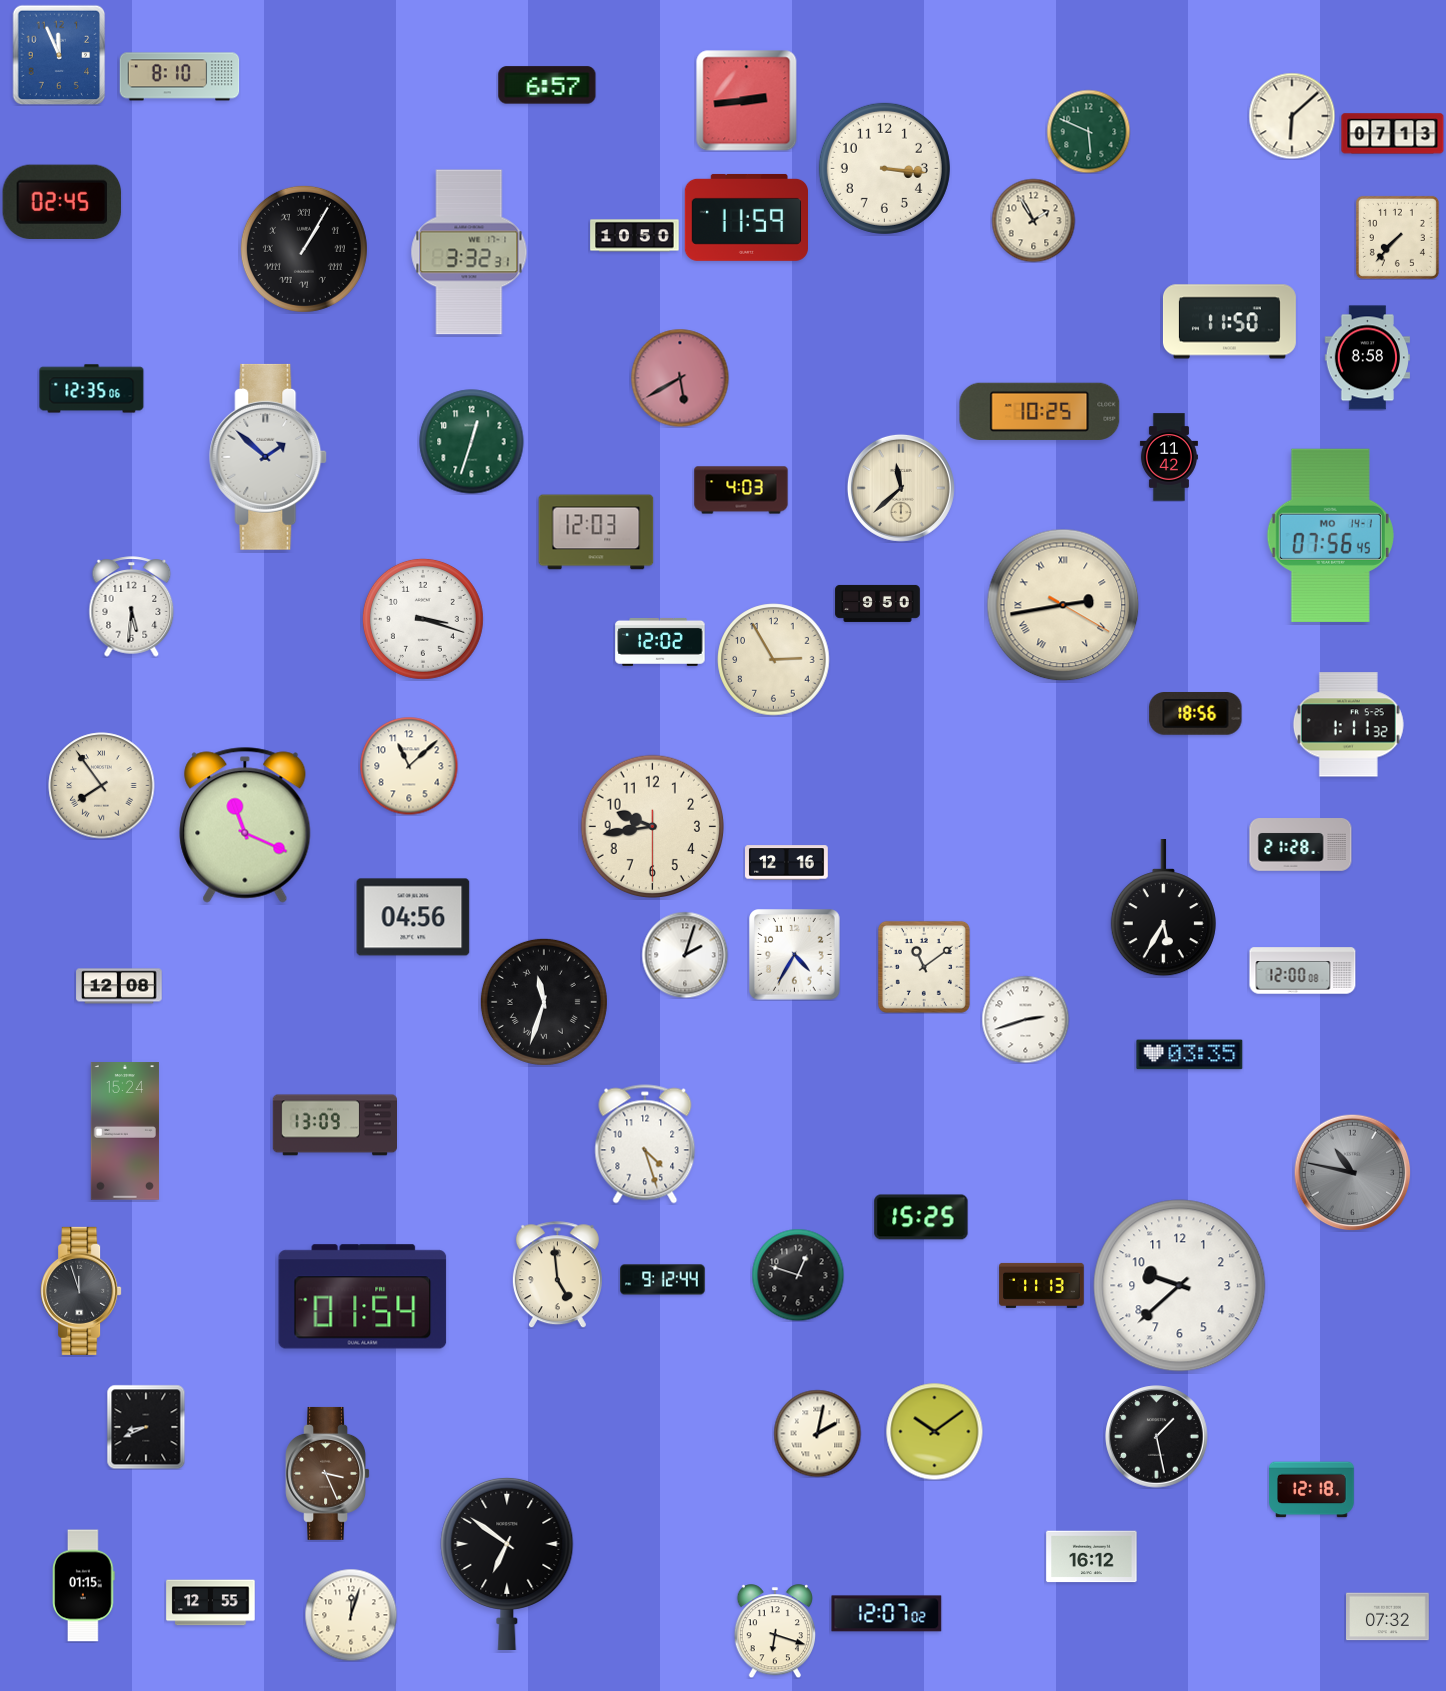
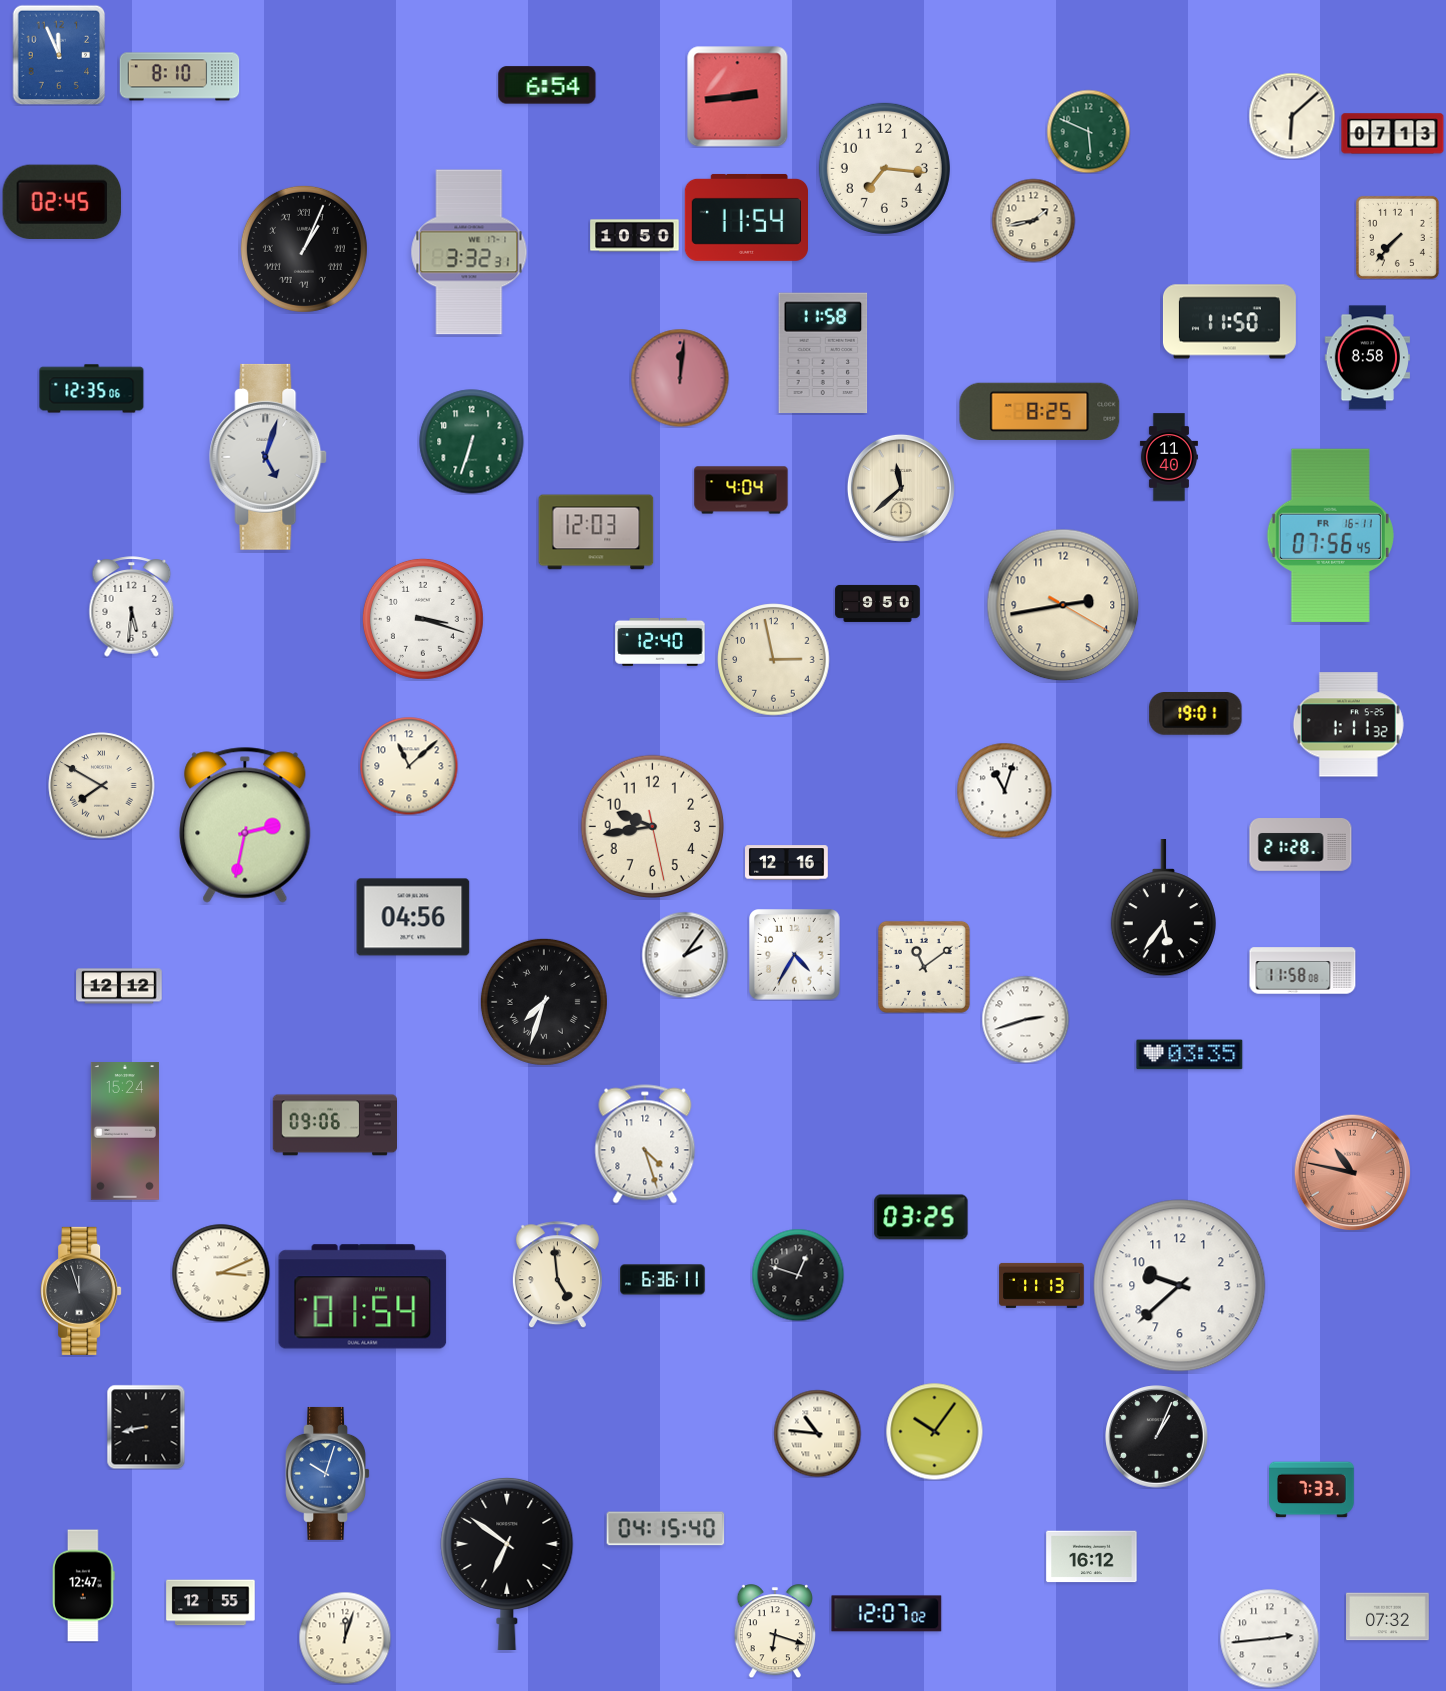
clock at (547, 85): 6:57 -> 6:54
clock at (746, 100) position: (746, 100) -> (737, 96)
clock at (884, 168): 3:16 -> 7:16
clock at (746, 217): 11:59 -> 11:54
clock at (1033, 220): 1:55 -> 1:43
clock at (304, 249): 1:05 -> 1:04
clock at (823, 352): none -> 11:58
clock at (680, 378): 5:40 -> 12:01
clock at (1040, 411): 10:25 -> 8:25
clock at (472, 442): 12:33 -> 6:33
clock at (269, 457): 1:52 -> 5:03
clock at (1169, 457): 11:42 -> 11:40
clock at (741, 490): 4:03 -> 4:04
clock at (1330, 535) date: MO 14-1 -> FR 16-11
clock at (1063, 605) numerals: Roman -> Arabic
clock at (660, 642): 12:02 -> 12:40
clock at (774, 660): 2:55 -> 2:58
clock at (1196, 714): 18:56 -> 19:01
clock at (102, 786): 7:54 -> 7:50
clock at (1004, 790): none -> 11:03
clock at (245, 825): 11:19 -> 2:32
clock at (653, 827): 9:43:30 -> 9:43:28
clock at (1163, 909): 5:35 -> 5:36
clock at (685, 955): 2:03 -> 2:06
clock at (1303, 971): 12:00 -> 11:58
clock at (119, 986): 12:08 -> 12:12
clock at (544, 1002): 11:33 -> 7:33
clock at (334, 1125): 13:09 -> 09:06
clock at (1352, 1172) dial: grey -> salmon
clock at (921, 1217): 15:25 -> 03:25
clock at (221, 1273): none -> 3:11
clock at (663, 1280): 9:12 -> 6:36
clock at (146, 1427): 8:41 -> 8:43
clock at (934, 1431): 10:09 -> 10:06
clock at (817, 1433): 2:02 -> 10:46
clock at (1157, 1437): 1:28 -> 1:04
clock at (327, 1473): 3:26 -> 10:03
clock at (327, 1473) dial: brown -> blue
clock at (1312, 1490): 12:18 -> 7:33
clock at (666, 1529): none -> 04:15
clock at (84, 1586): 01:15 -> 12:47
clock at (351, 1615) position: (351, 1615) -> (345, 1638)
clock at (1270, 1639): none -> 2:44
